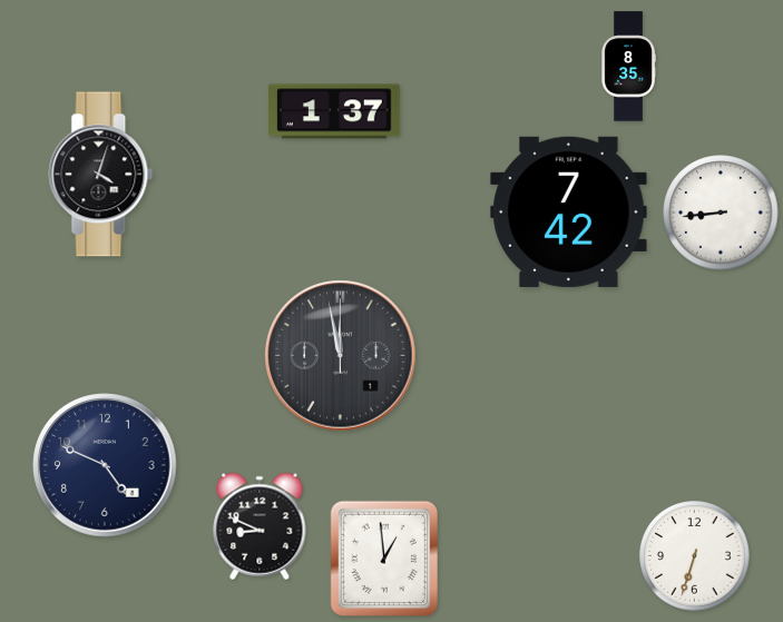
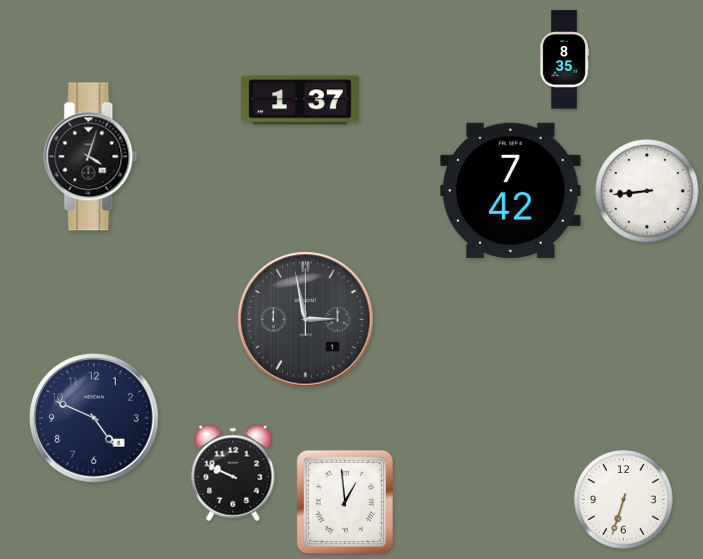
clock at (341, 356): 11:58 -> 2:58
clock at (260, 526): 8:49 -> 9:49
